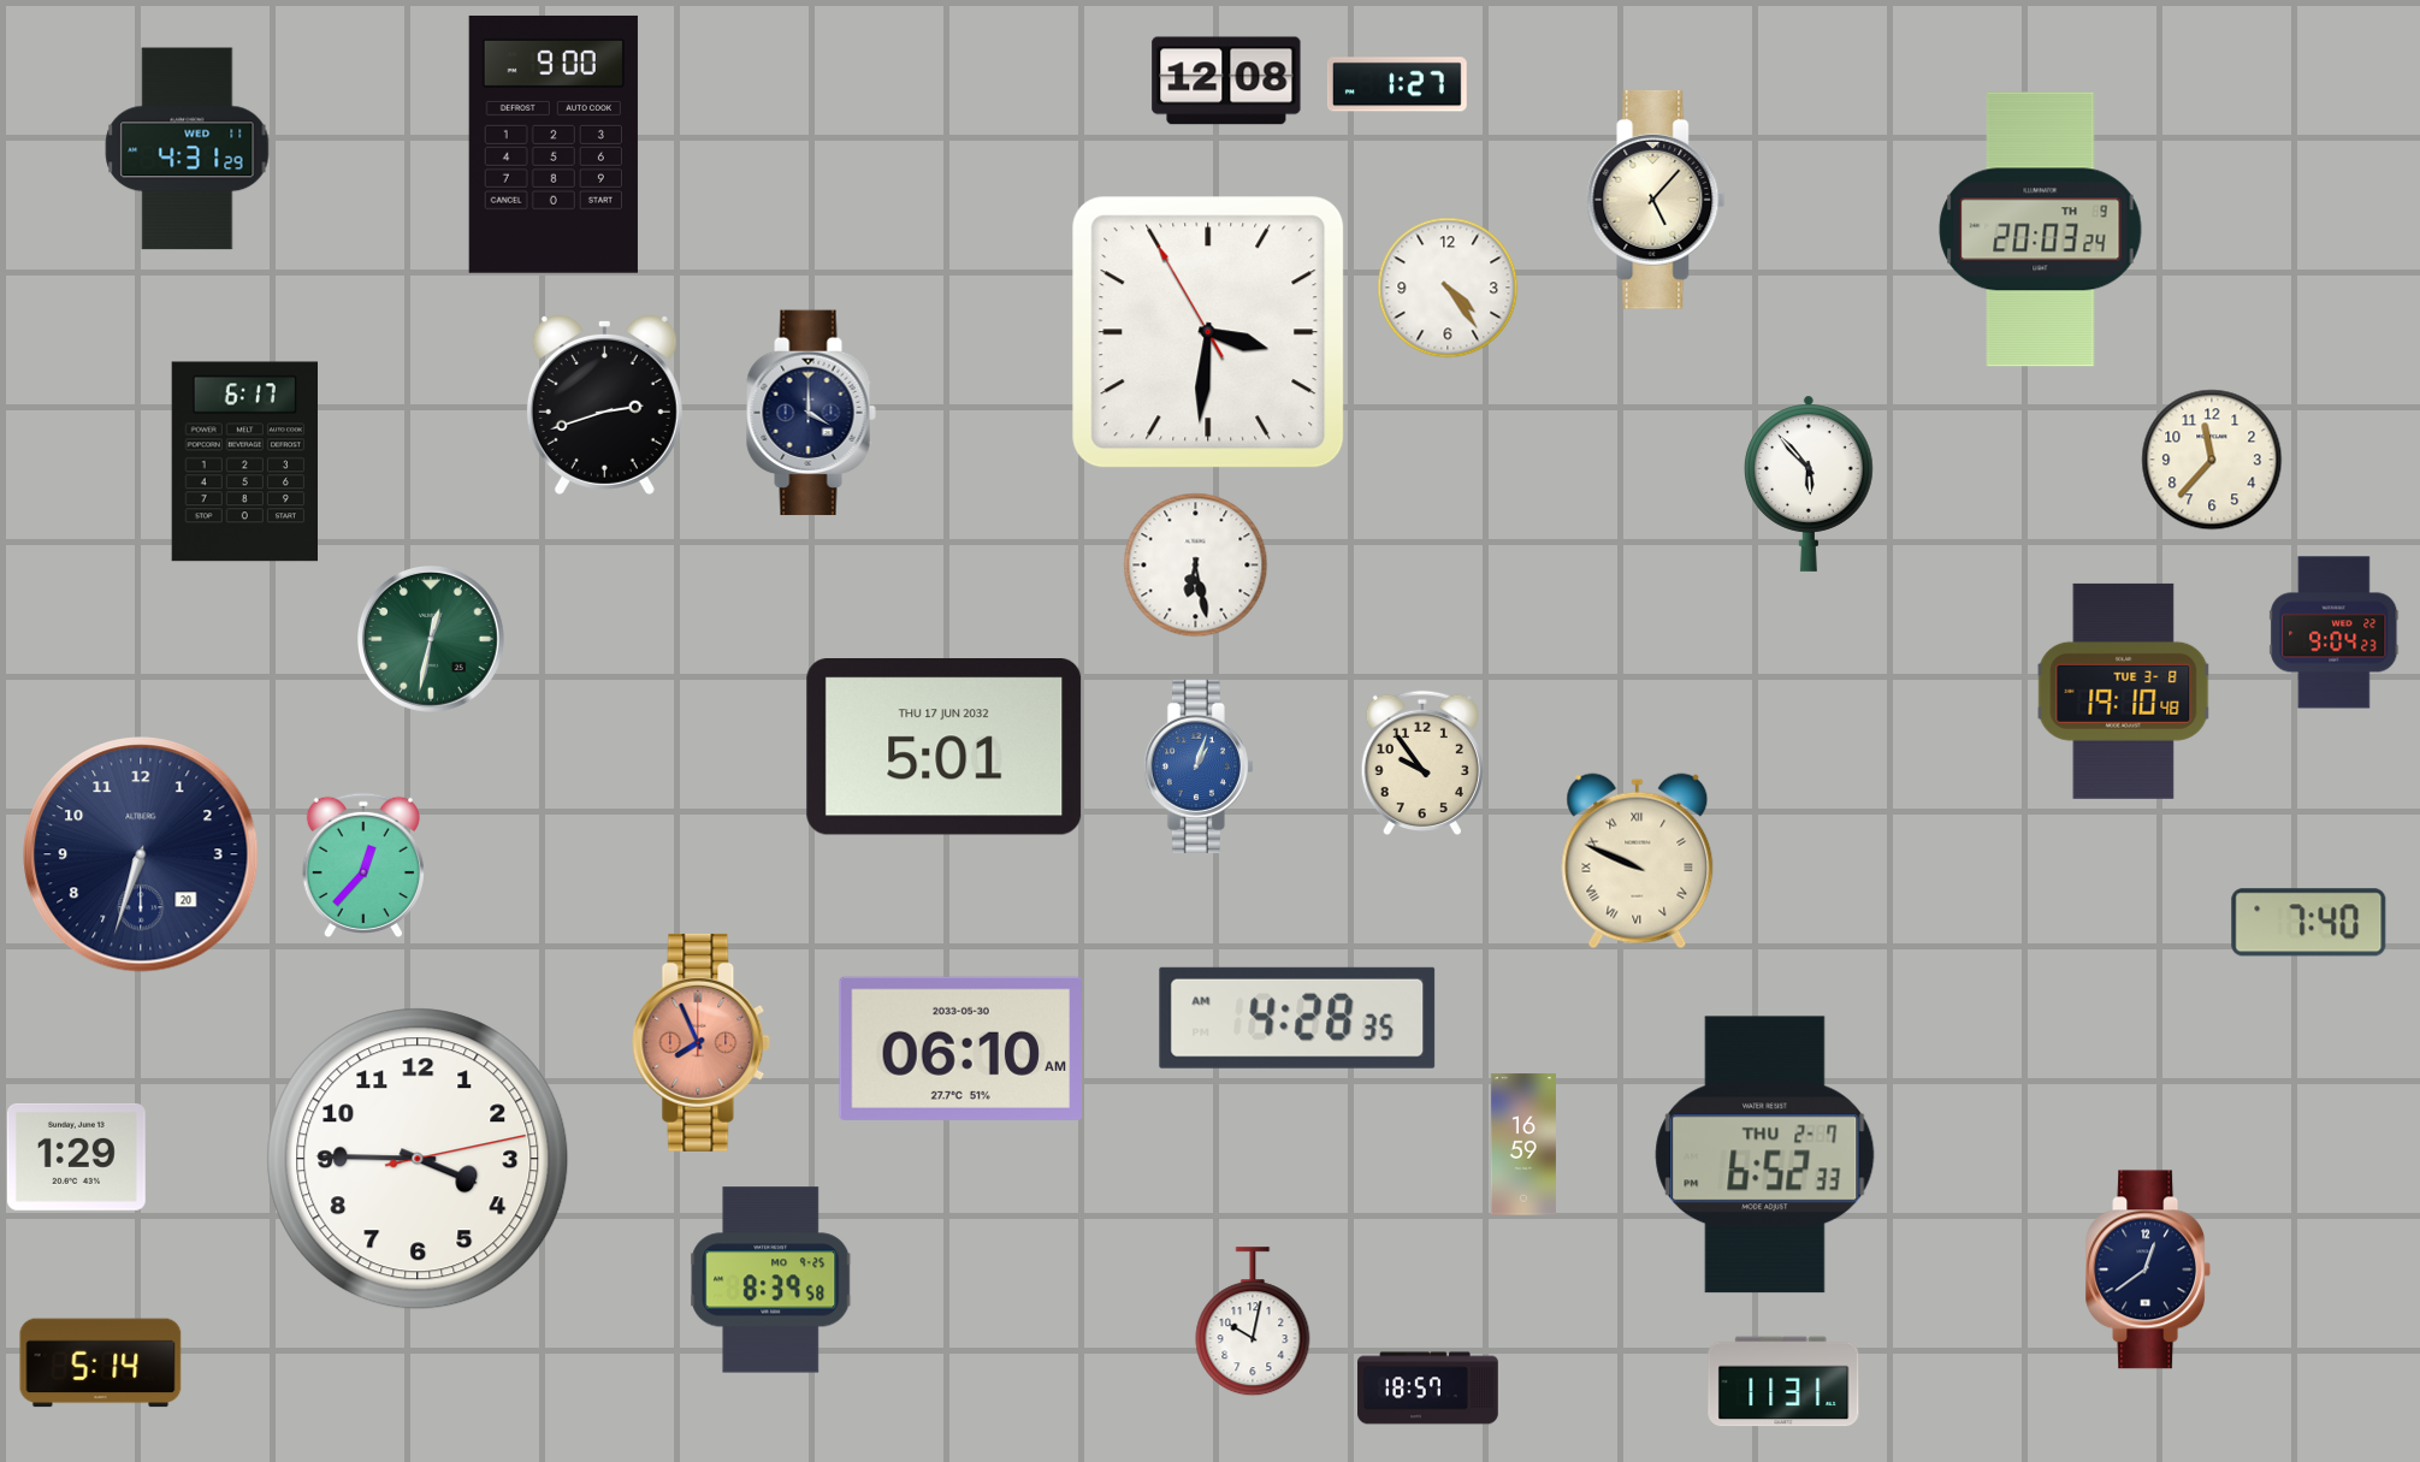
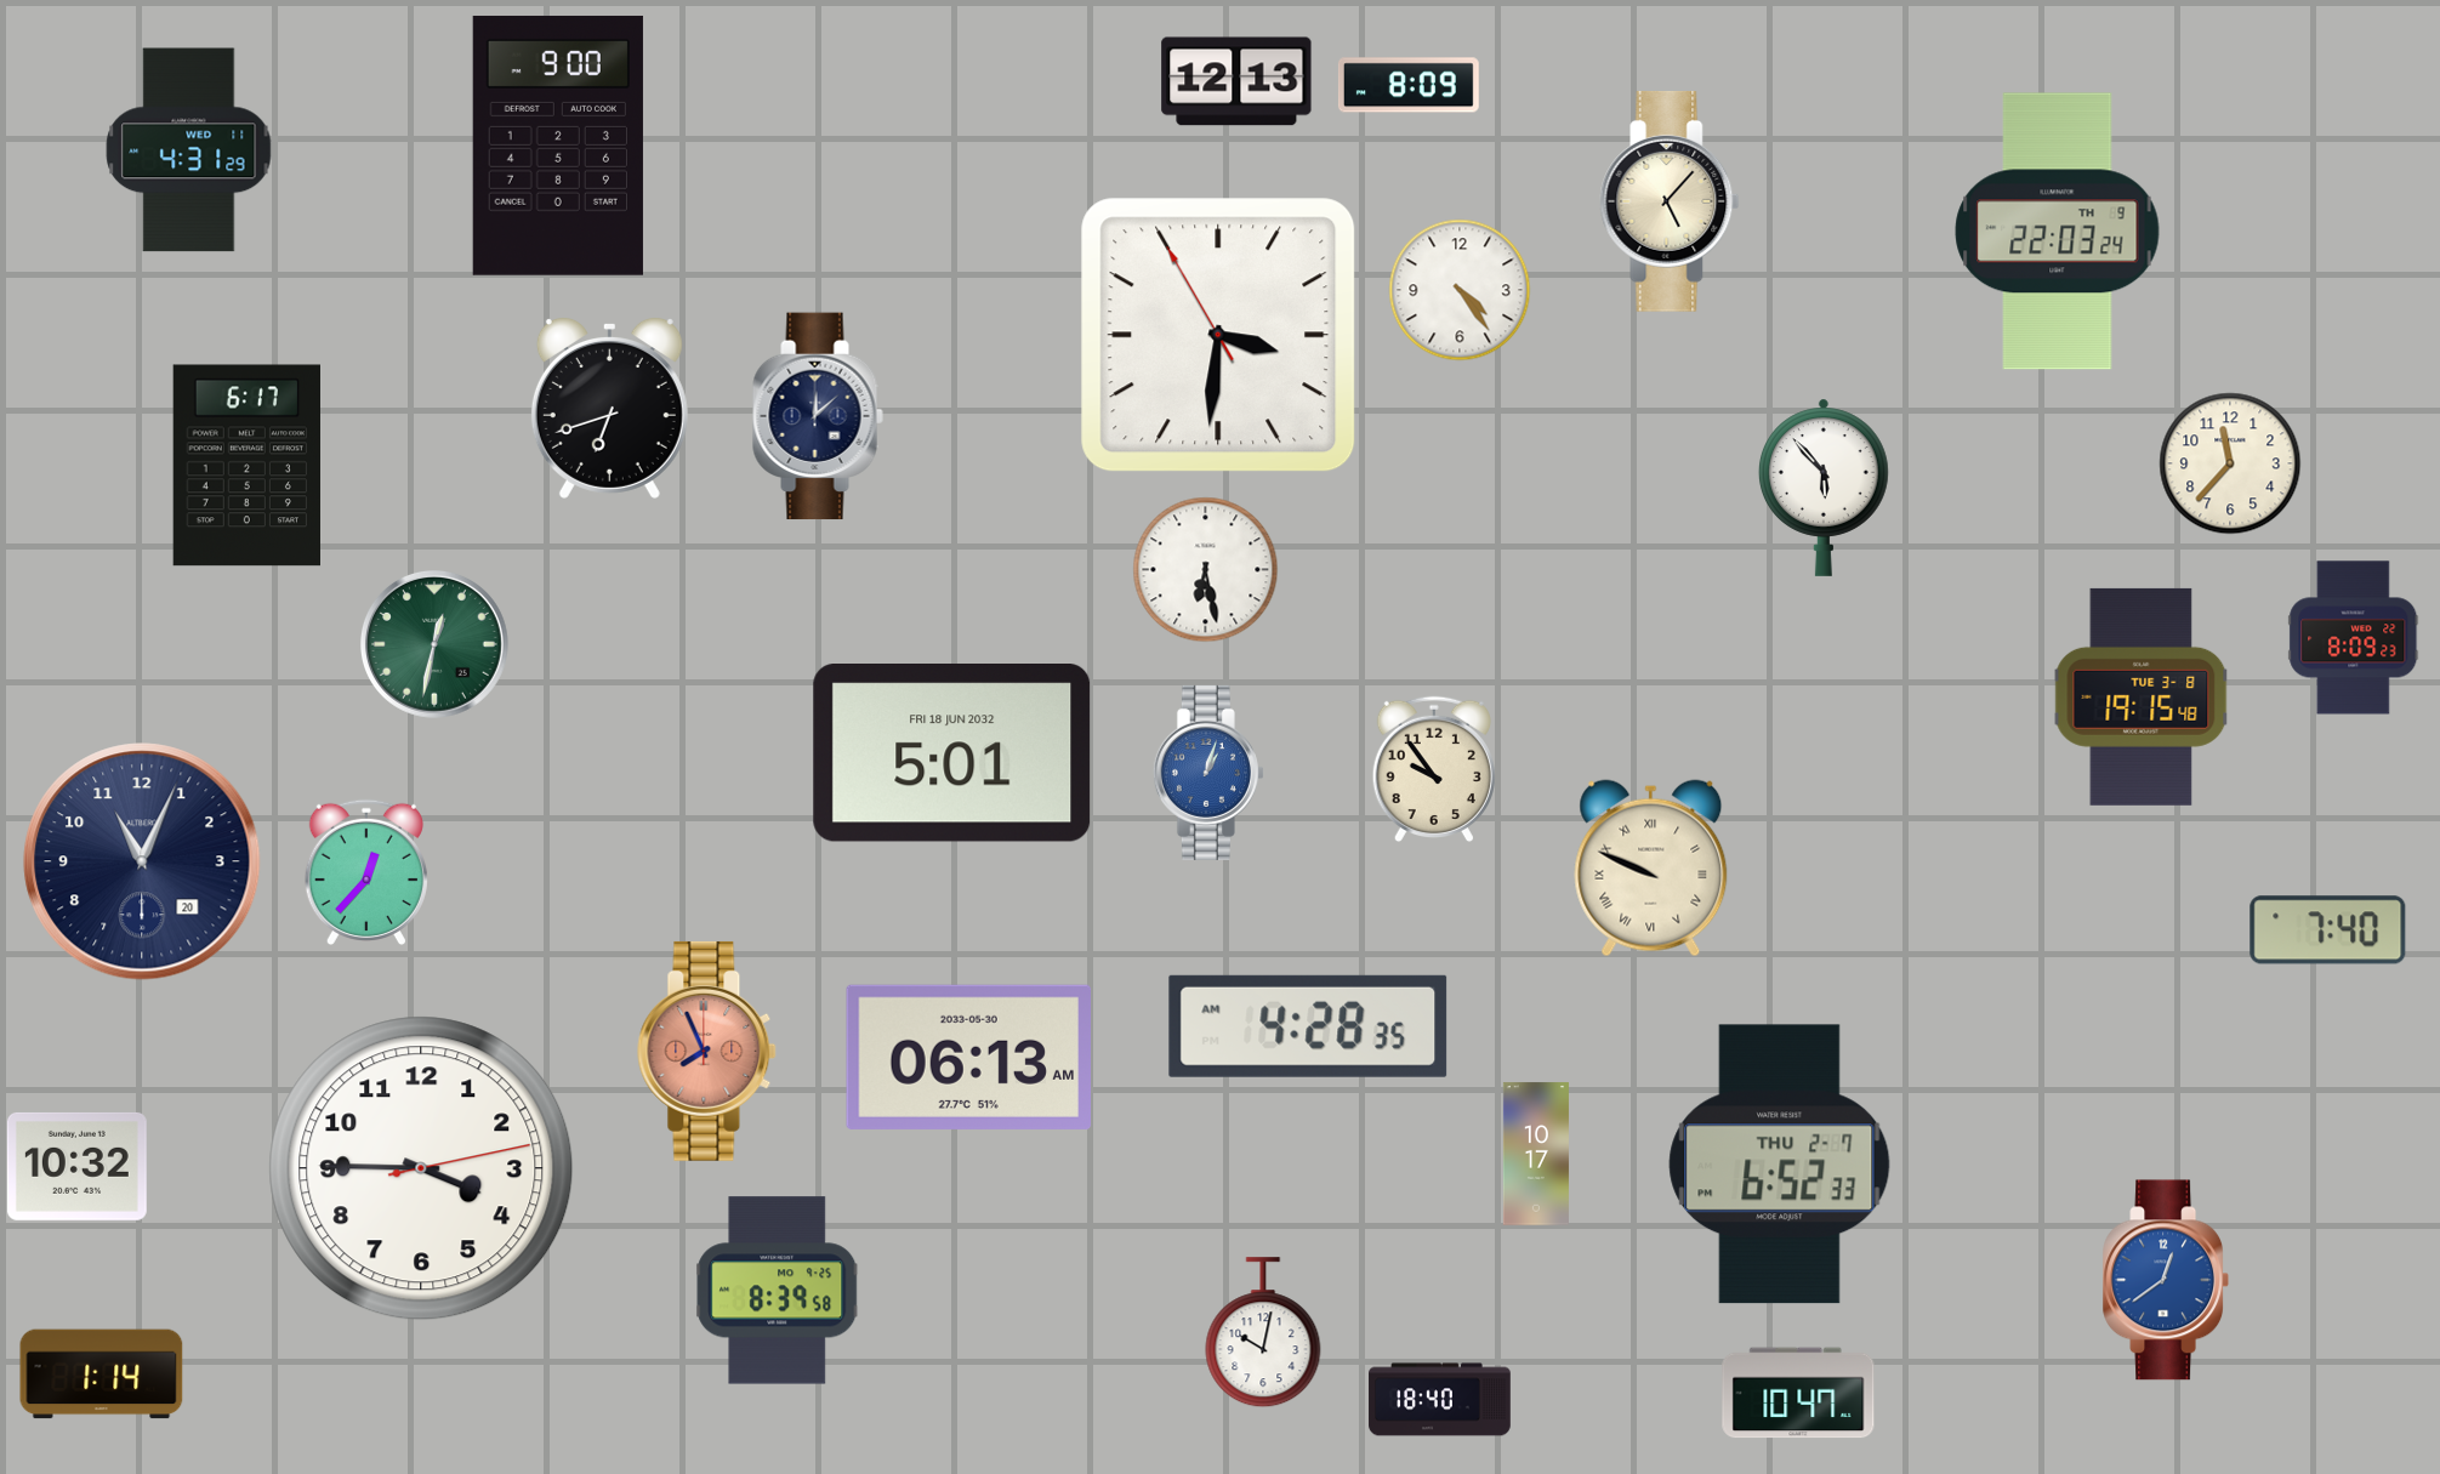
clock at (1226, 81): 12:08 -> 12:13
clock at (1397, 84): 1:27 -> 8:09
clock at (2041, 230): 20:03 -> 22:03
clock at (604, 406): 2:42 -> 6:42
clock at (811, 413): 4:00 -> 12:08
clock at (2335, 633): 9:04 -> 8:09
clock at (2124, 691): 19:10 -> 19:15
clock at (945, 747) date: THU 17 JUN 2032 -> FRI 18 JUN 2032
clock at (141, 854): 6:33 -> 11:04
clock at (962, 1048): 06:10 -> 06:13
clock at (1523, 1144): 16:59 -> 10:17
clock at (76, 1156): 1:29 -> 10:32
clock at (2147, 1269) dial: navy -> blue
clock at (101, 1363): 5:14 -> 1:14
clock at (1783, 1381): 11:31 -> 10:47
clock at (1428, 1389): 18:57 -> 18:40
